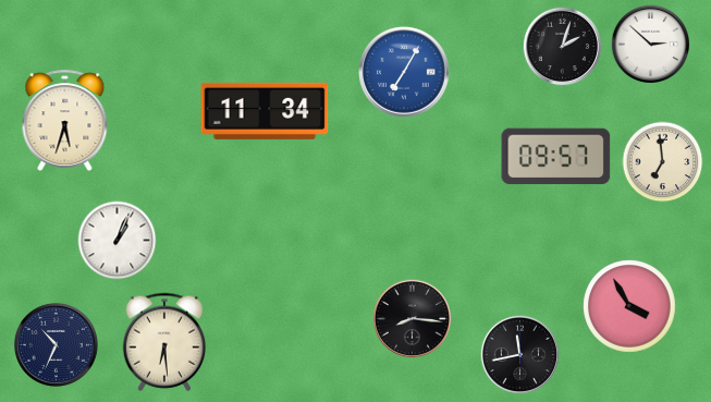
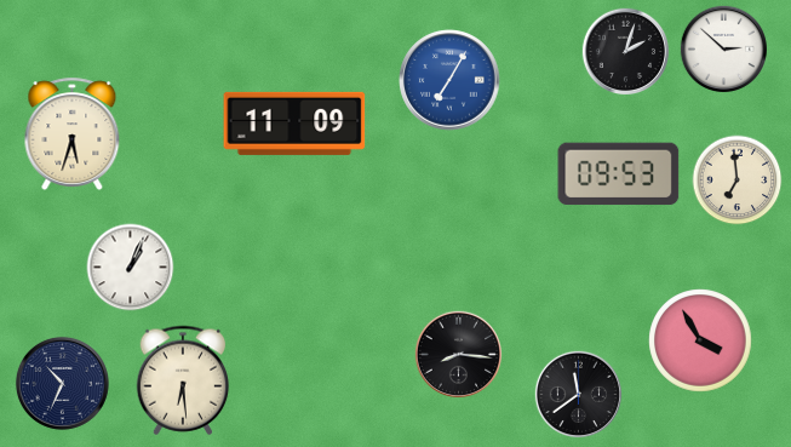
clock at (265, 111): 11:34 -> 11:09
clock at (556, 157): 09:57 -> 09:53
clock at (519, 354): 11:43 -> 11:39
